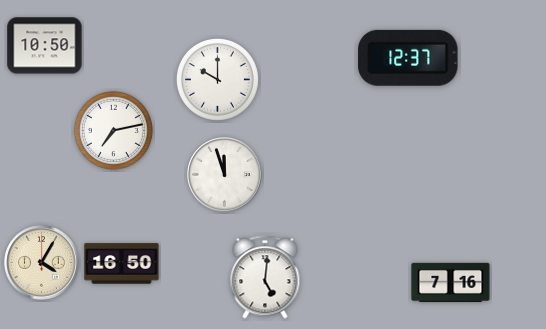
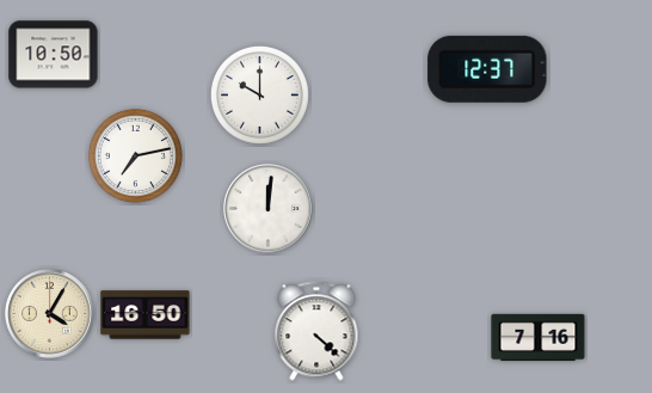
clock at (225, 175): 11:57 -> 12:01
clock at (265, 277): 5:01 -> 4:22
